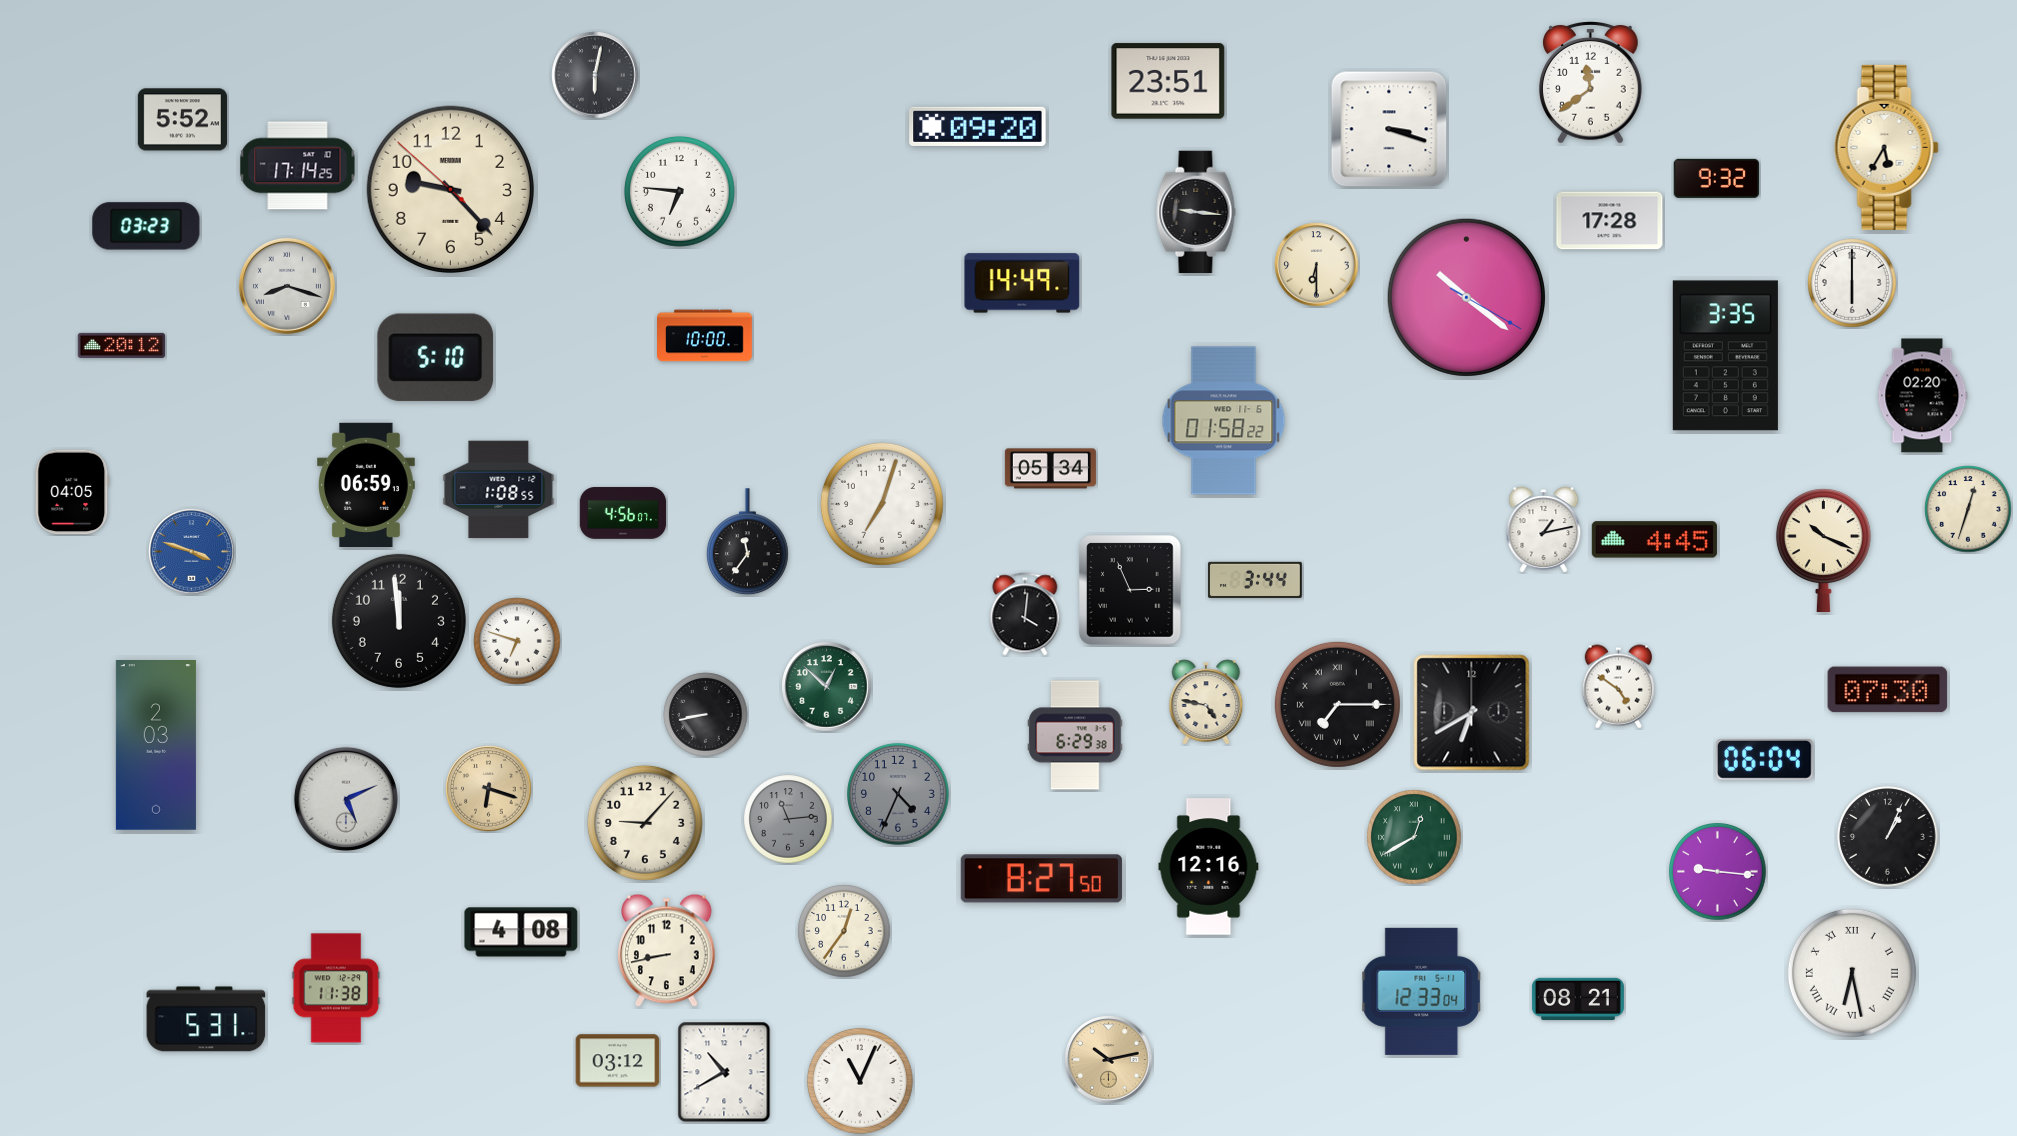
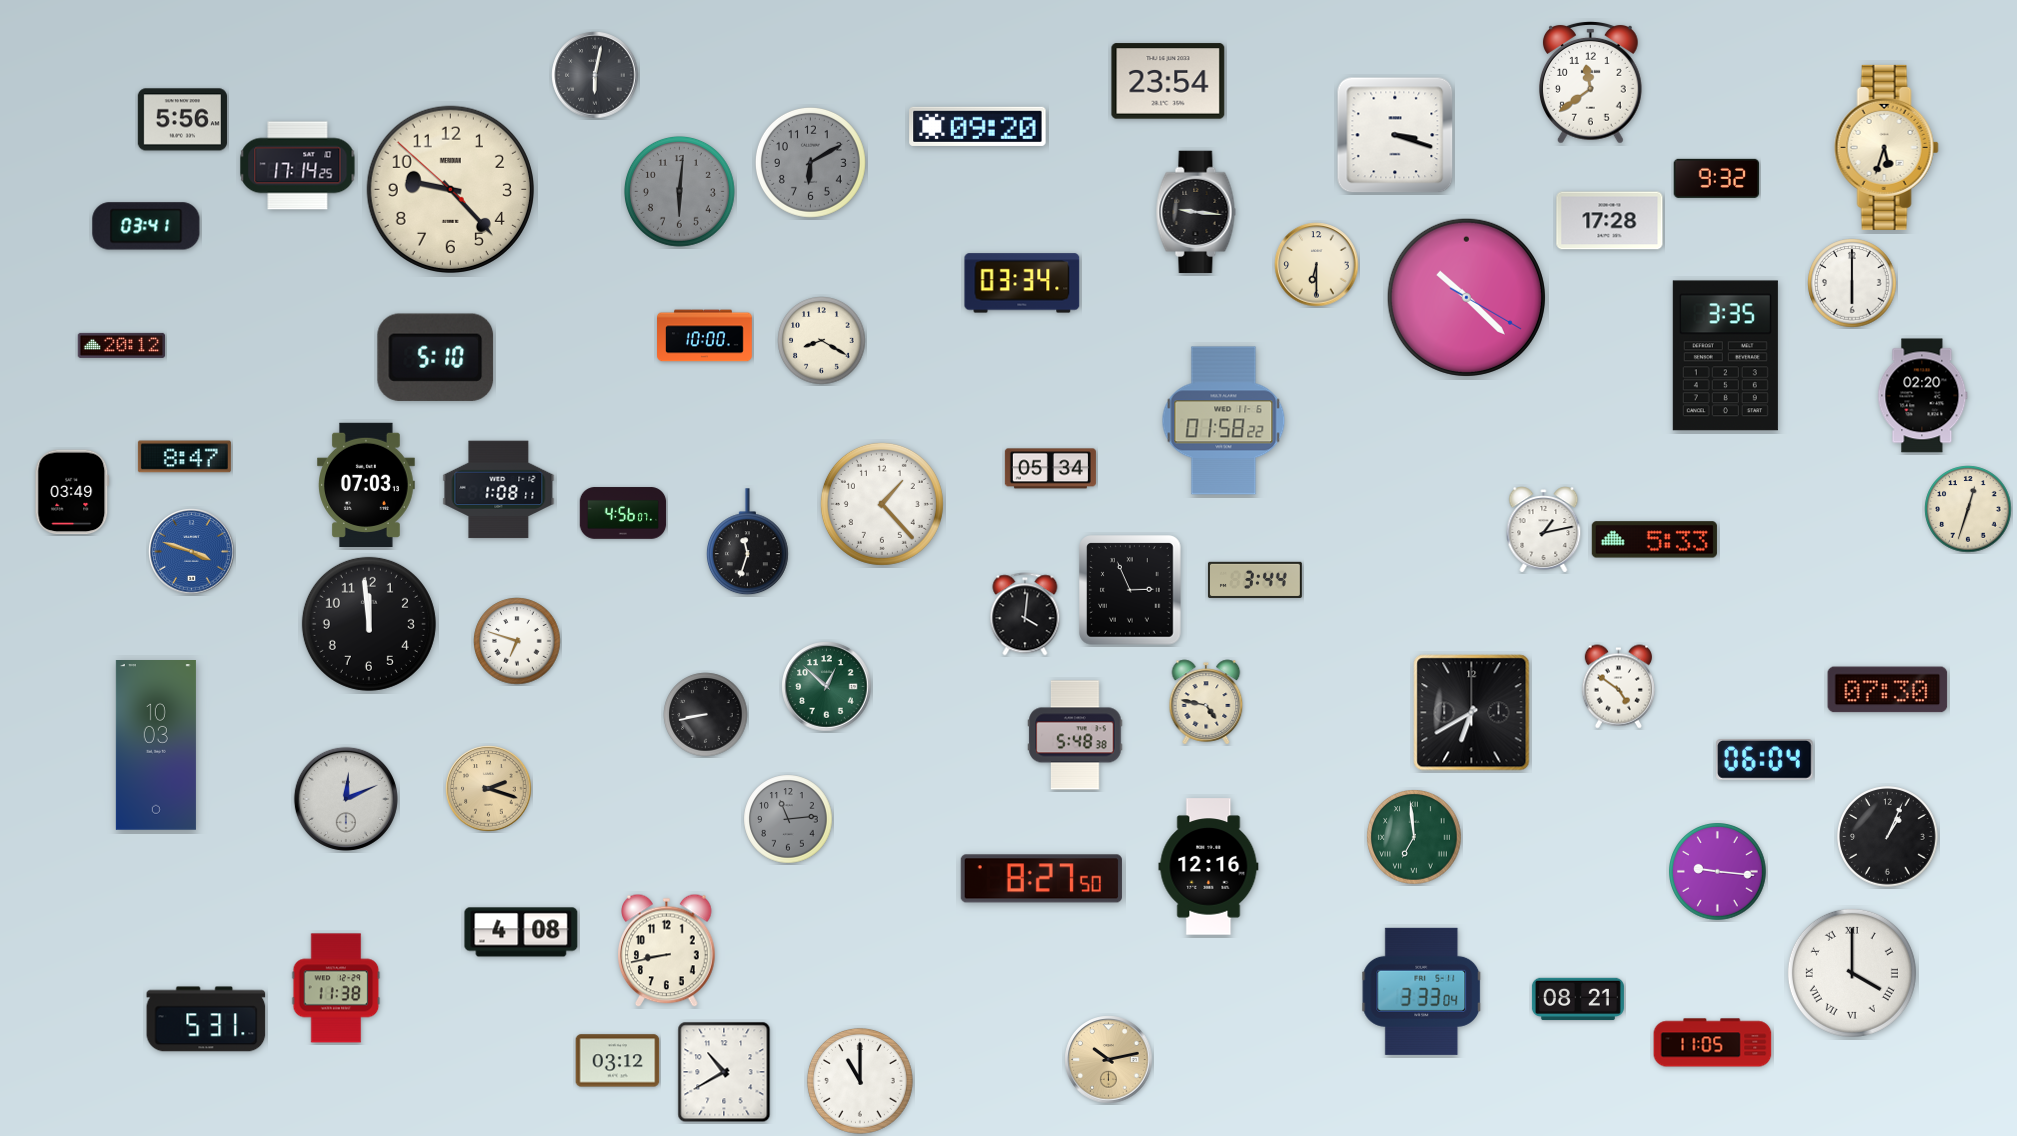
clock at (1168, 81): 23:51 -> 23:54
clock at (182, 120): 5:52 -> 5:56
clock at (1389, 129) position: (1389, 129) -> (1395, 135)
clock at (1886, 147): 5:35 -> 5:33
clock at (810, 162): none -> 6:10
clock at (679, 191): 6:46 -> 6:01
clock at (679, 191) dial: white -> grey
clock at (146, 226): 03:23 -> 03:41
clock at (1022, 283): 14:49 -> 03:34
clock at (287, 286): 8:18 -> none
clock at (1466, 297): 10:21 -> 10:22
clock at (822, 341): none -> 8:20
clock at (184, 457): none -> 8:47
clock at (367, 484): 06:59 -> 07:03
clock at (499, 490): 1:08:55 -> 1:08:11
clock at (72, 492): 04:05 -> 03:49
clock at (882, 504): 7:03 -> 1:23
clock at (1654, 540): 4:45 -> 5:33
clock at (747, 542): 11:36 -> 11:33
clock at (1823, 550): 10:19 -> none
clock at (399, 621) position: (399, 621) -> (369, 624)
clock at (1337, 704): 7:15 -> none
clock at (1075, 735): 6:29 -> 5:48
clock at (156, 746): 2:03 -> 10:03
clock at (489, 789): 6:18 -> 2:18
clock at (899, 795): 4:34 -> none
clock at (346, 799): 5:11 -> 12:11
clock at (645, 823): 9:07 -> none
clock at (1414, 837): 12:40 -> 6:59
clock at (844, 931): 12:36 -> none
clock at (1852, 973): 6:28 -> 4:00
clock at (1422, 991): 12:33 -> 3:33
clock at (1713, 1043): none -> 11:05
clock at (860, 1081): 11:04 -> 11:00
